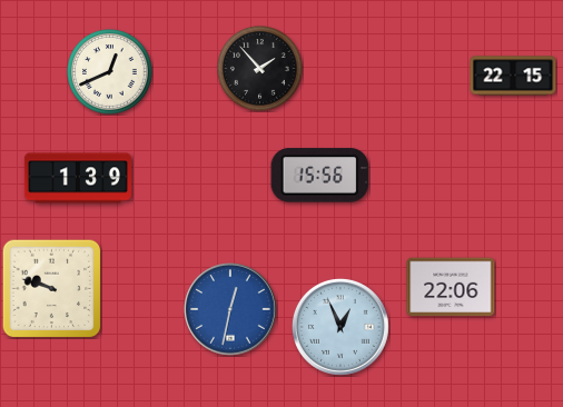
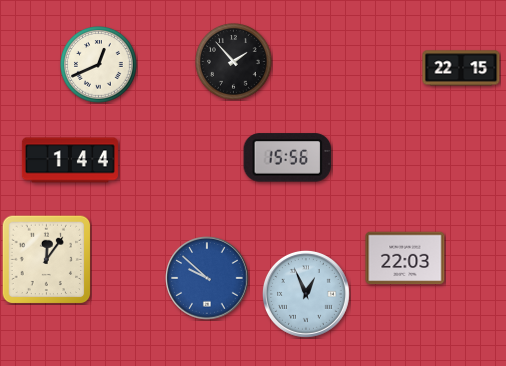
clock at (78, 178): 1:39 -> 1:44
clock at (451, 287): 22:06 -> 22:03
clock at (51, 288): 9:48 -> 12:06
clock at (230, 309): 12:32 -> 9:52
